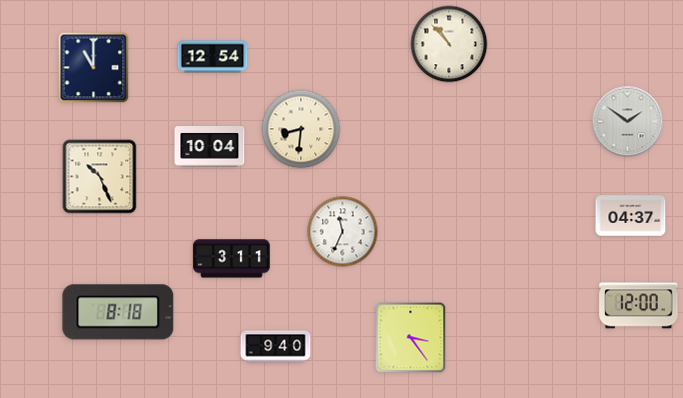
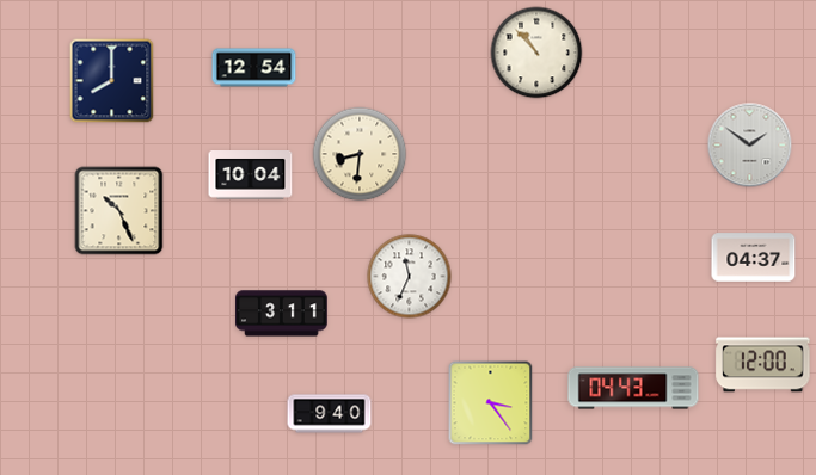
clock at (94, 68): 11:00 -> 8:00
clock at (232, 259) position: (232, 259) -> (282, 314)
clock at (118, 312): 8:18 -> none
clock at (633, 388): none -> 04:43
